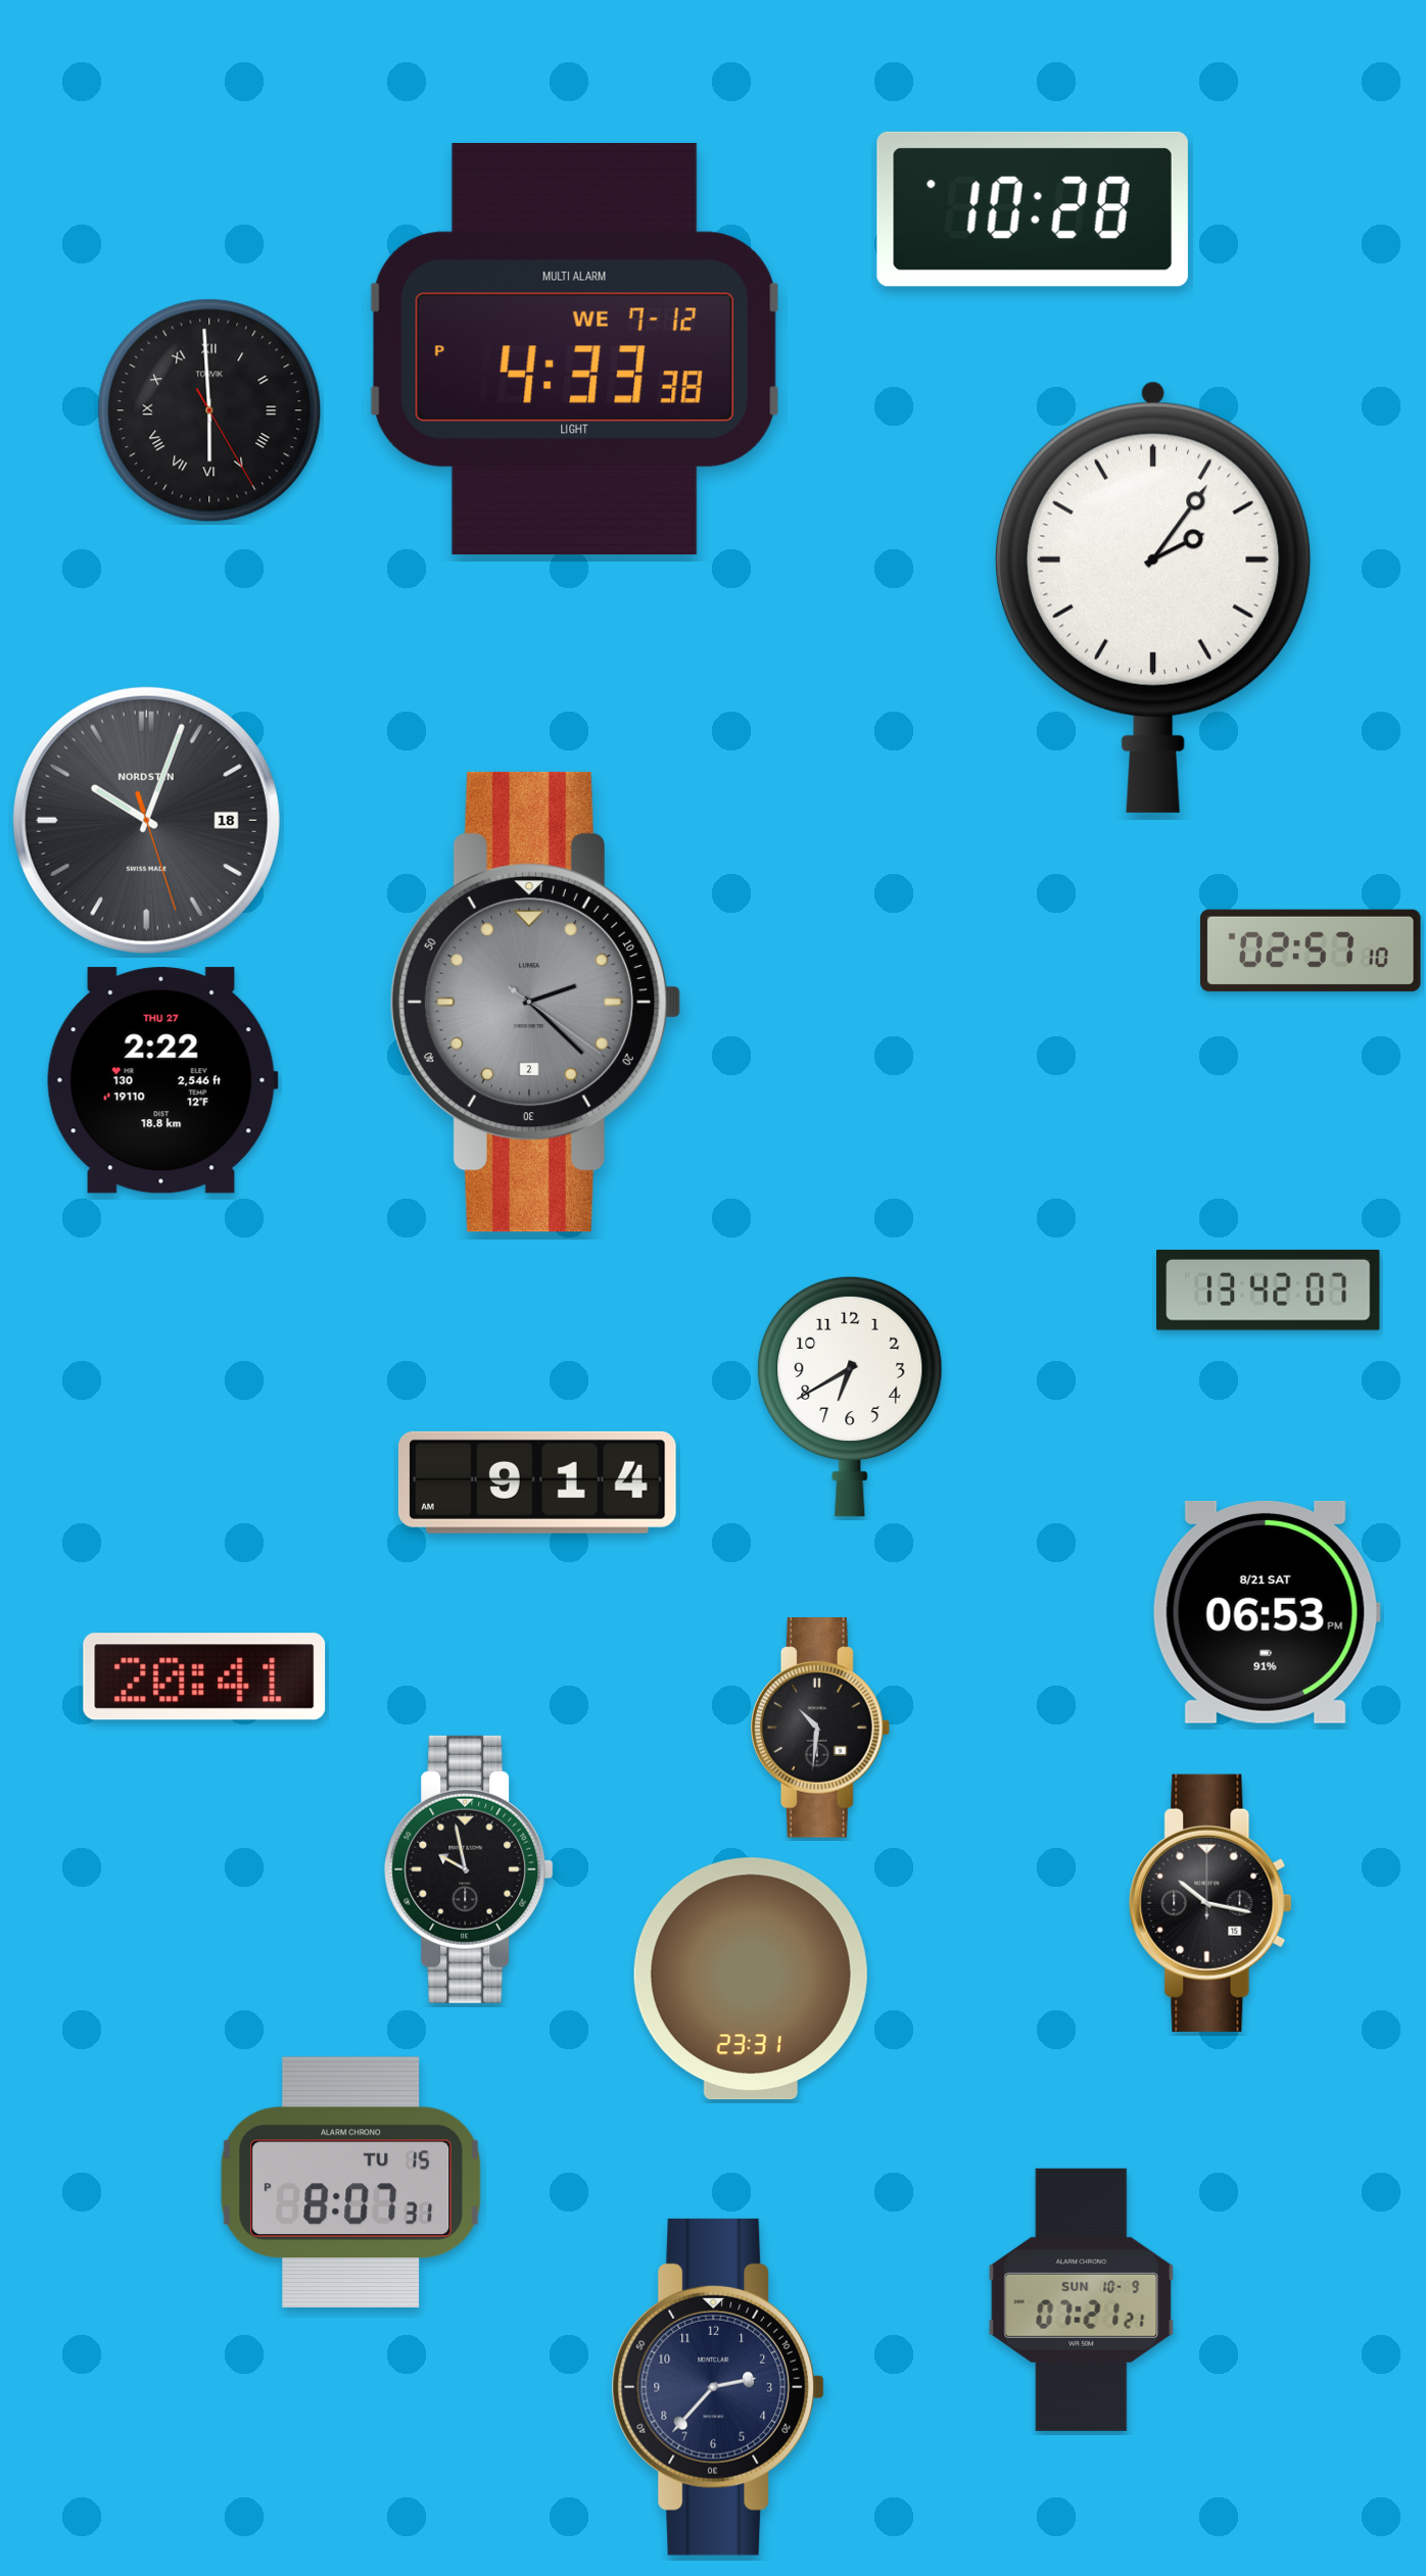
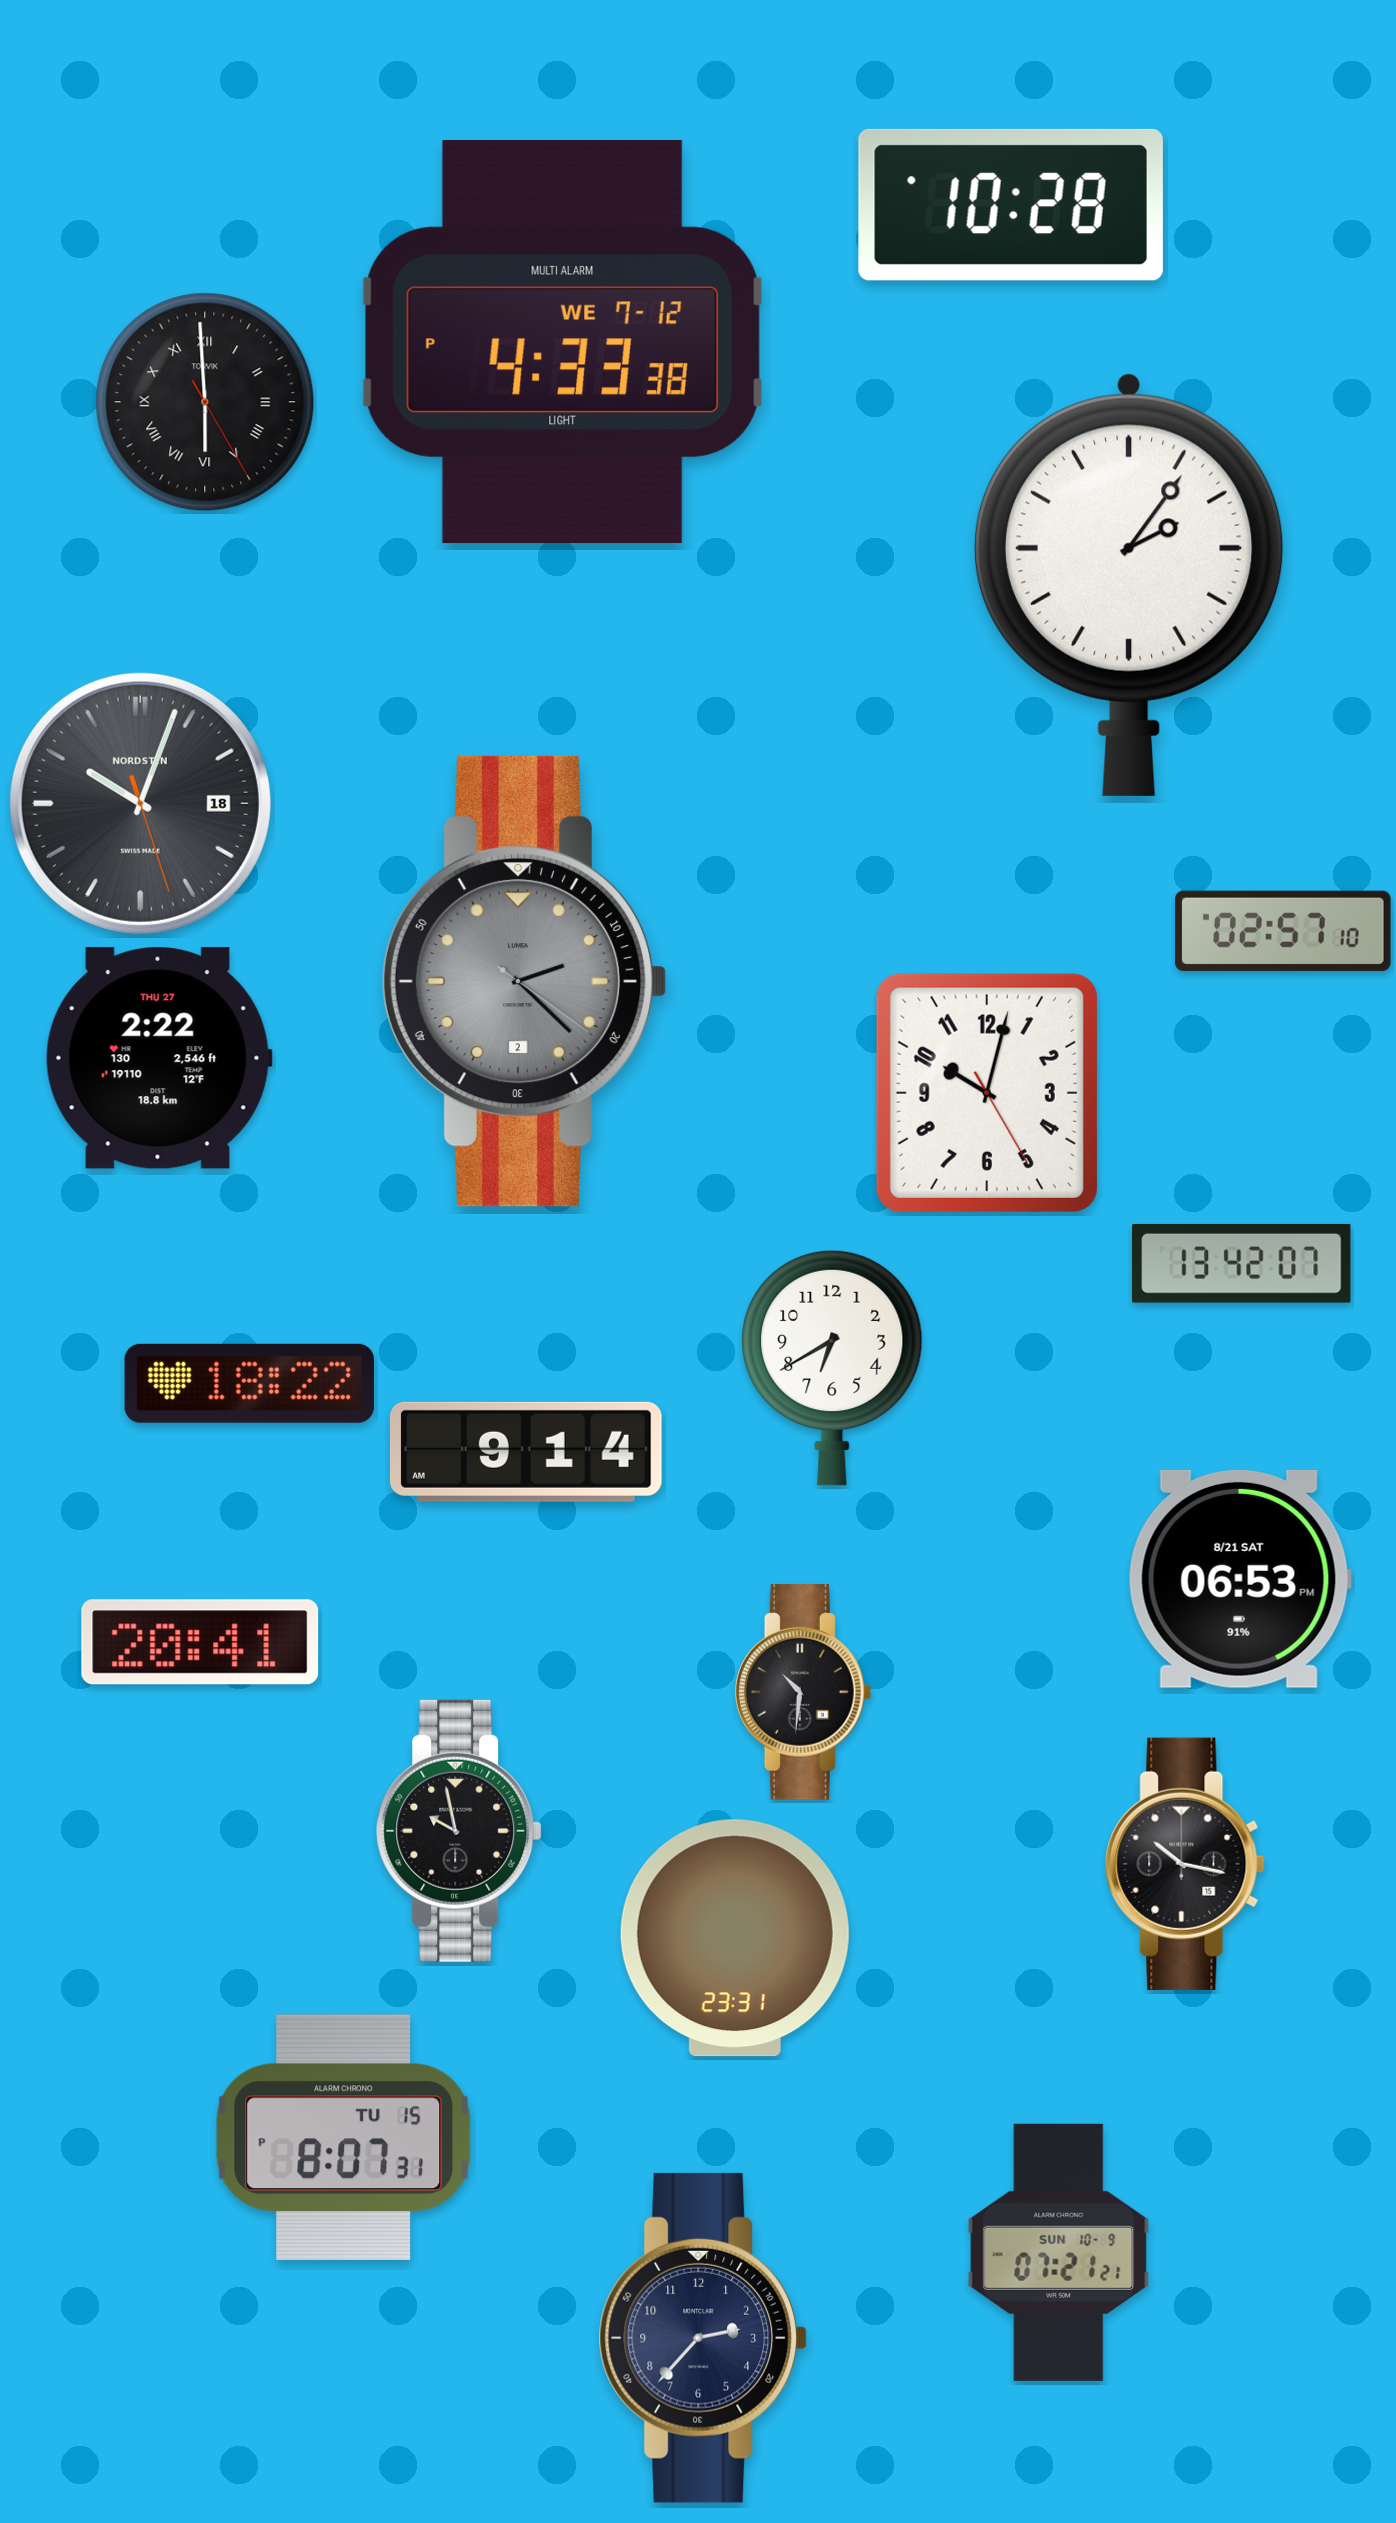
clock at (146, 820) position: (146, 820) -> (140, 803)
clock at (987, 1093): none -> 10:02
clock at (249, 1383): none -> 18:22
